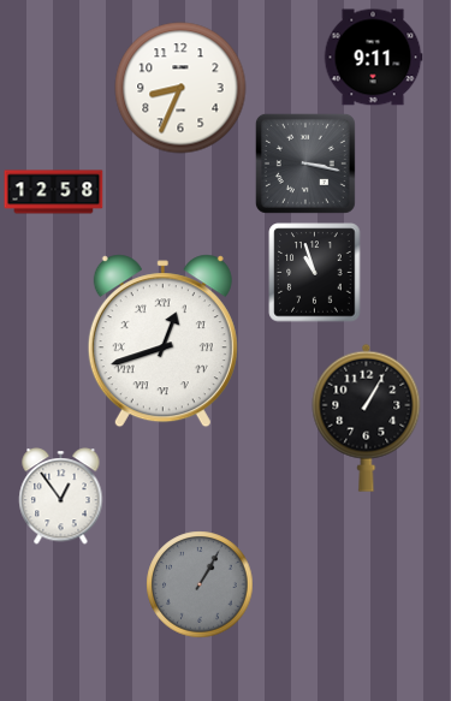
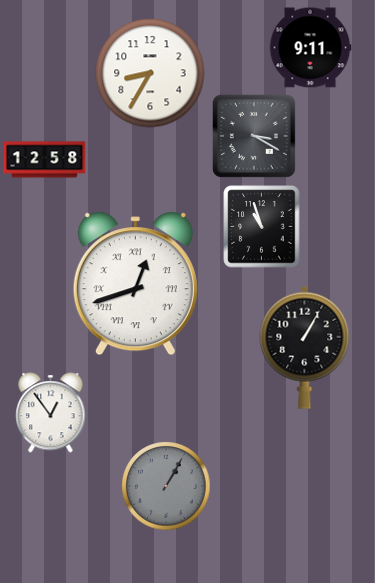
clock at (180, 88): 8:34 -> 8:35
clock at (305, 164): 3:17 -> 3:20
